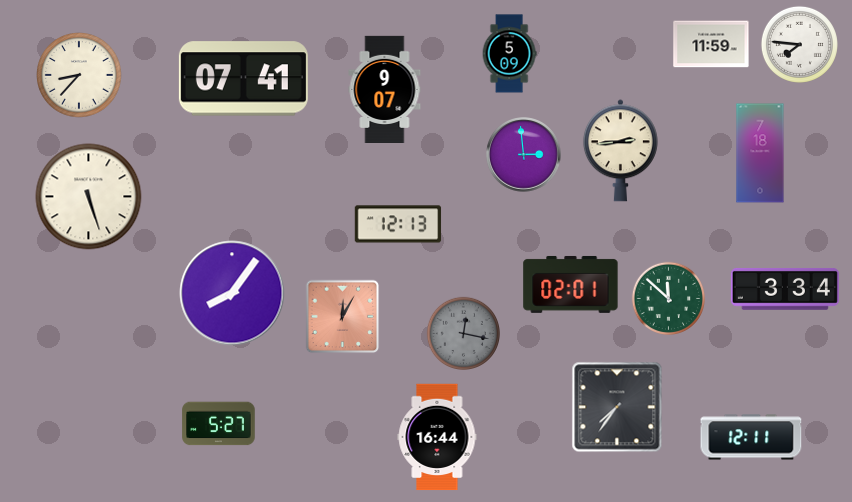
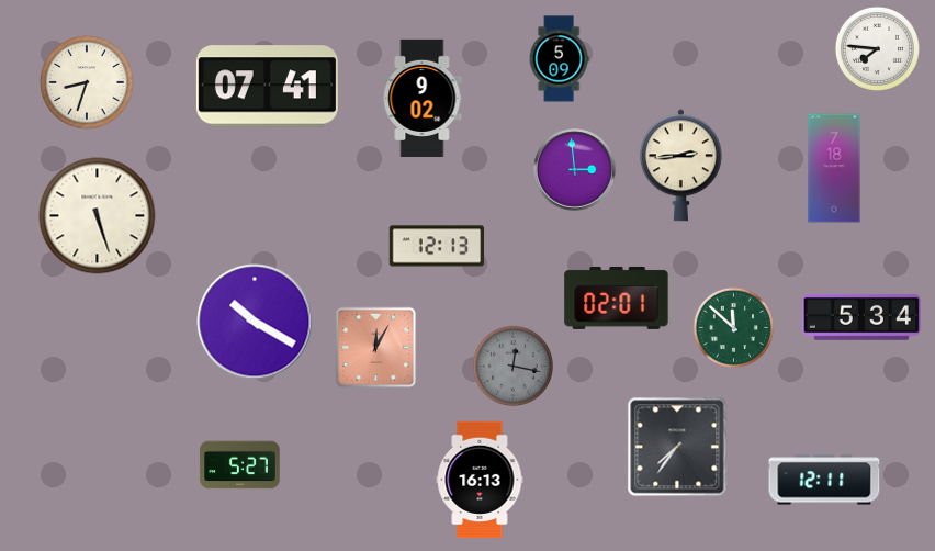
clock at (711, 44): 11:59 -> none
clock at (79, 75): 8:37 -> 8:33
clock at (385, 89): 9:07 -> 9:02
clock at (571, 284) position: (571, 284) -> (617, 297)
clock at (785, 289): 3:34 -> 5:34
clock at (232, 293): 8:06 -> 10:20
clock at (463, 333) position: (463, 333) -> (512, 366)
clock at (437, 437): 16:44 -> 16:13
